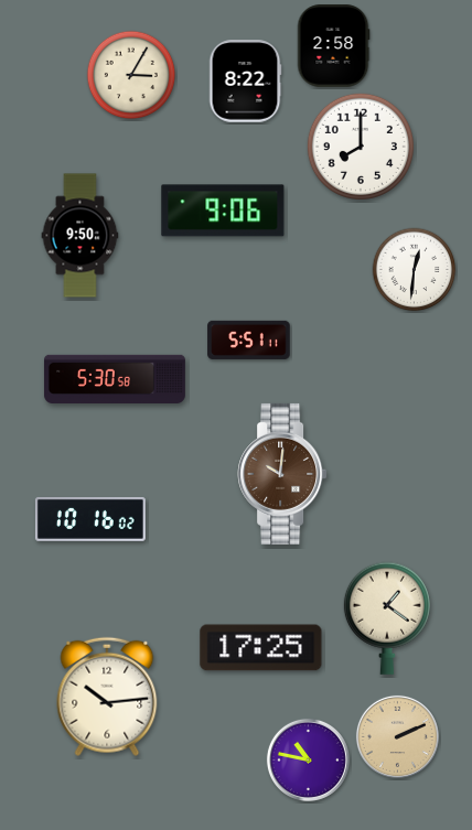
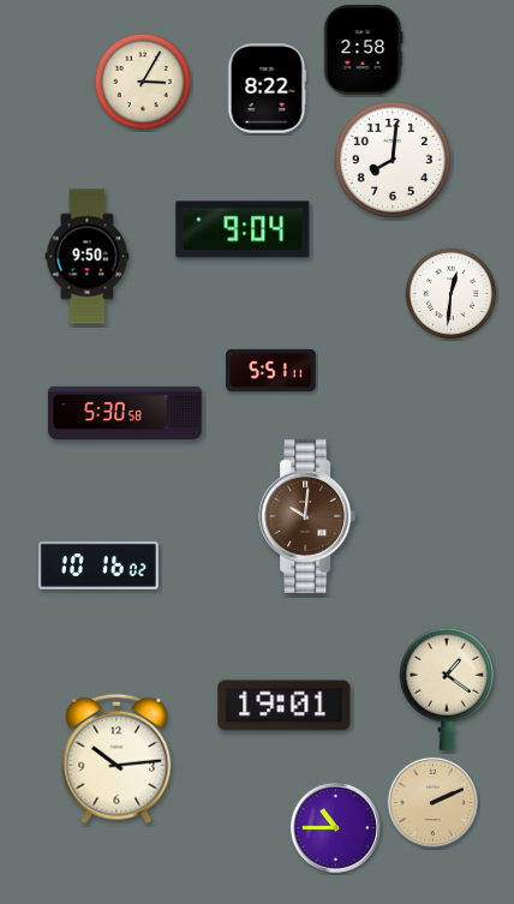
clock at (361, 147): 8:00 -> 8:01
clock at (223, 211): 9:06 -> 9:04
clock at (387, 618) position: (387, 618) -> (447, 689)
clock at (261, 648): 17:25 -> 19:01
clock at (308, 759): 10:47 -> 10:45
